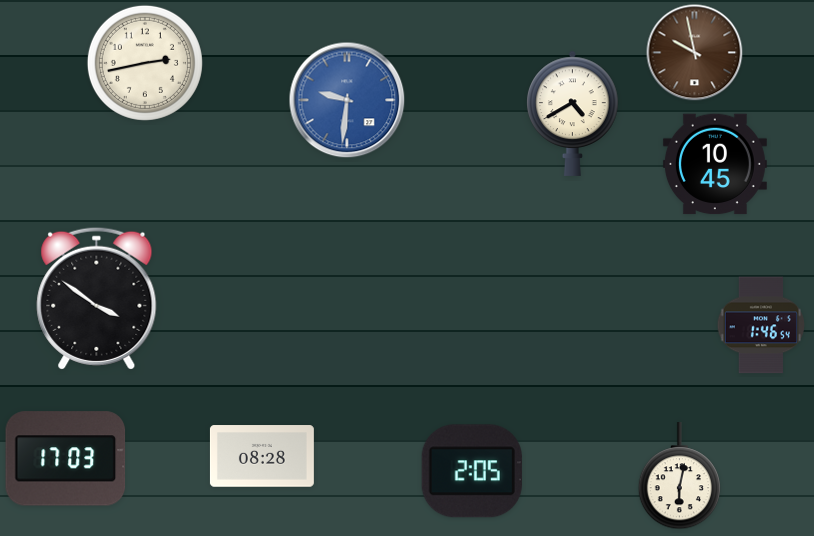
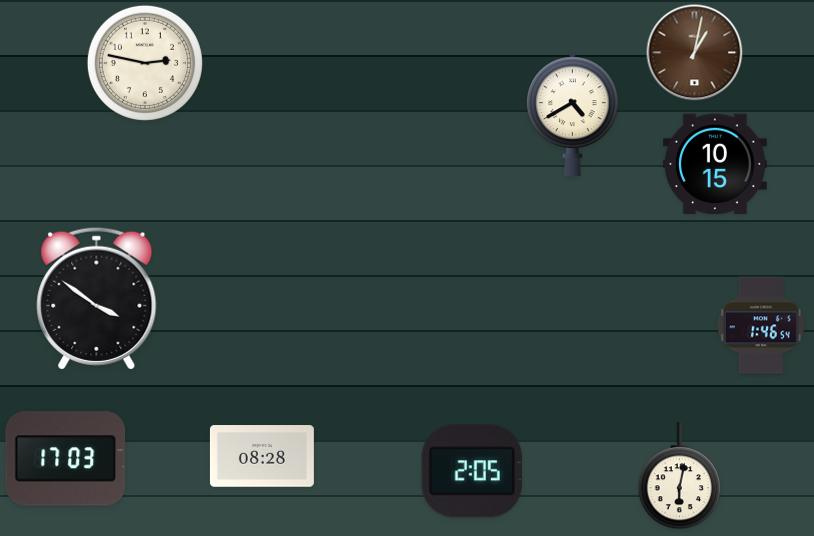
clock at (695, 53): 9:58 -> 1:02
clock at (145, 63): 2:43 -> 2:47
clock at (347, 100): 9:31 -> none
clock at (715, 164): 10:45 -> 10:15
